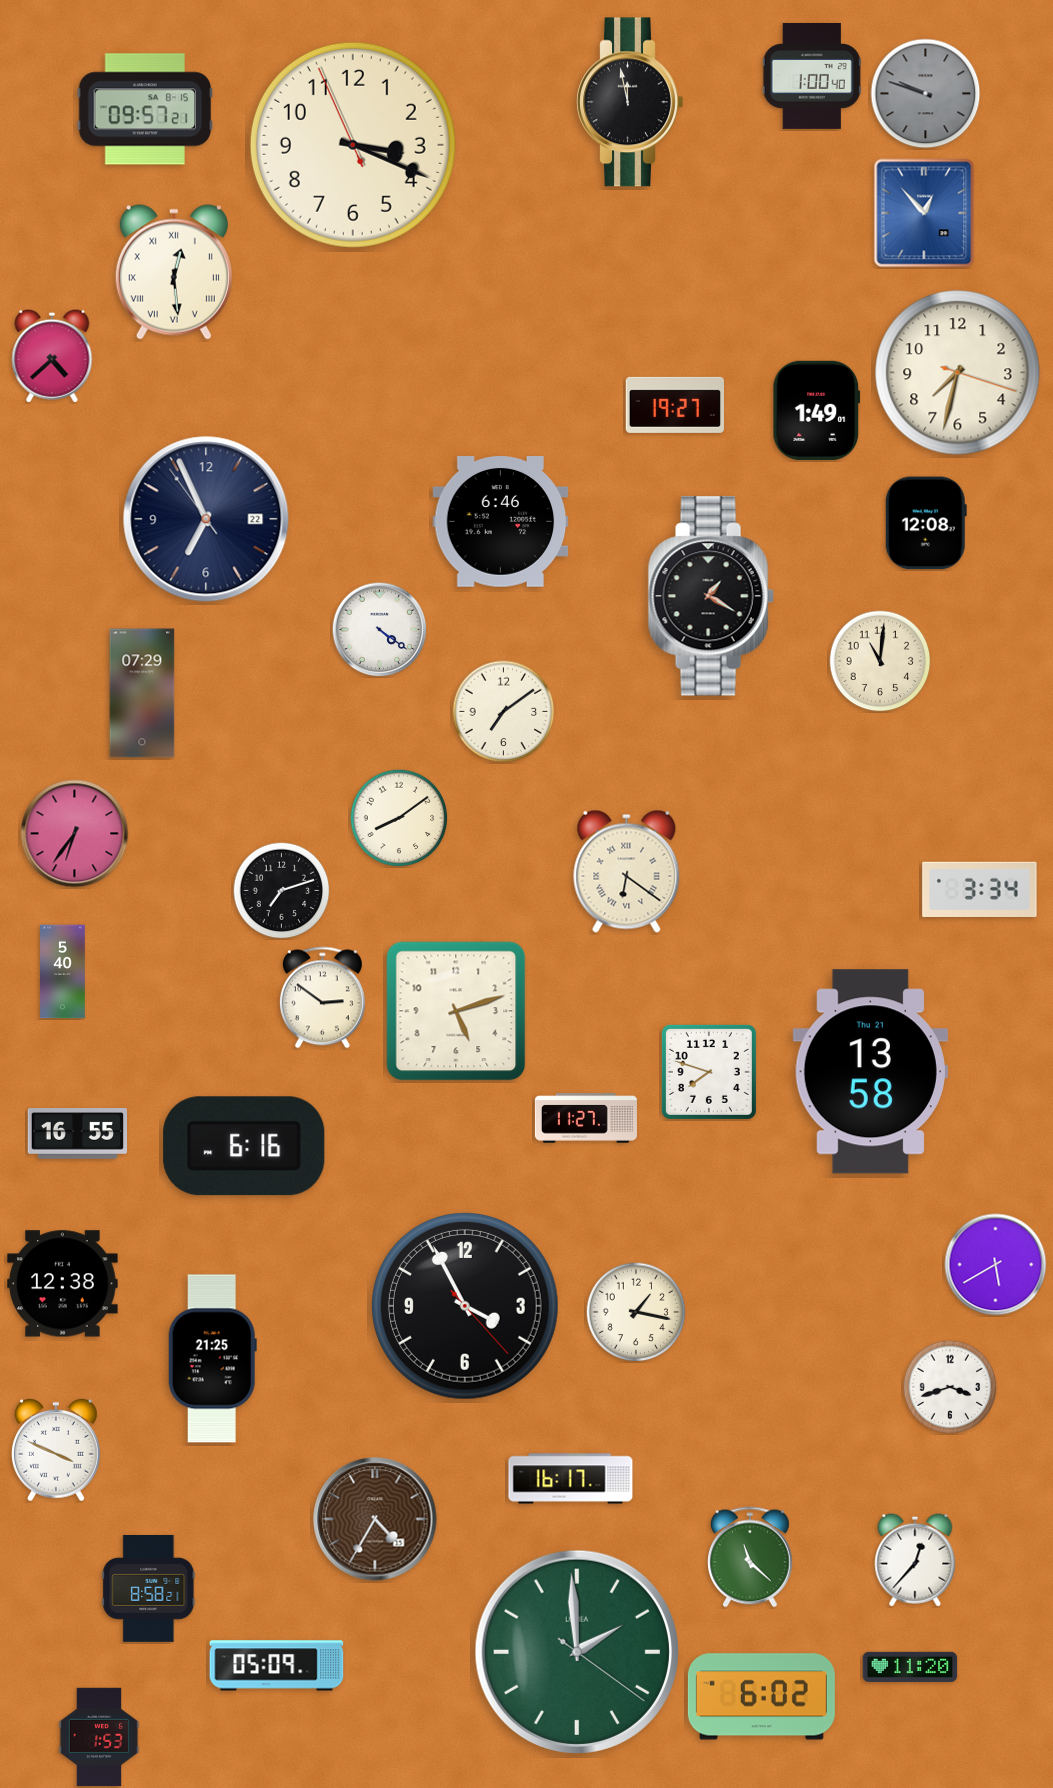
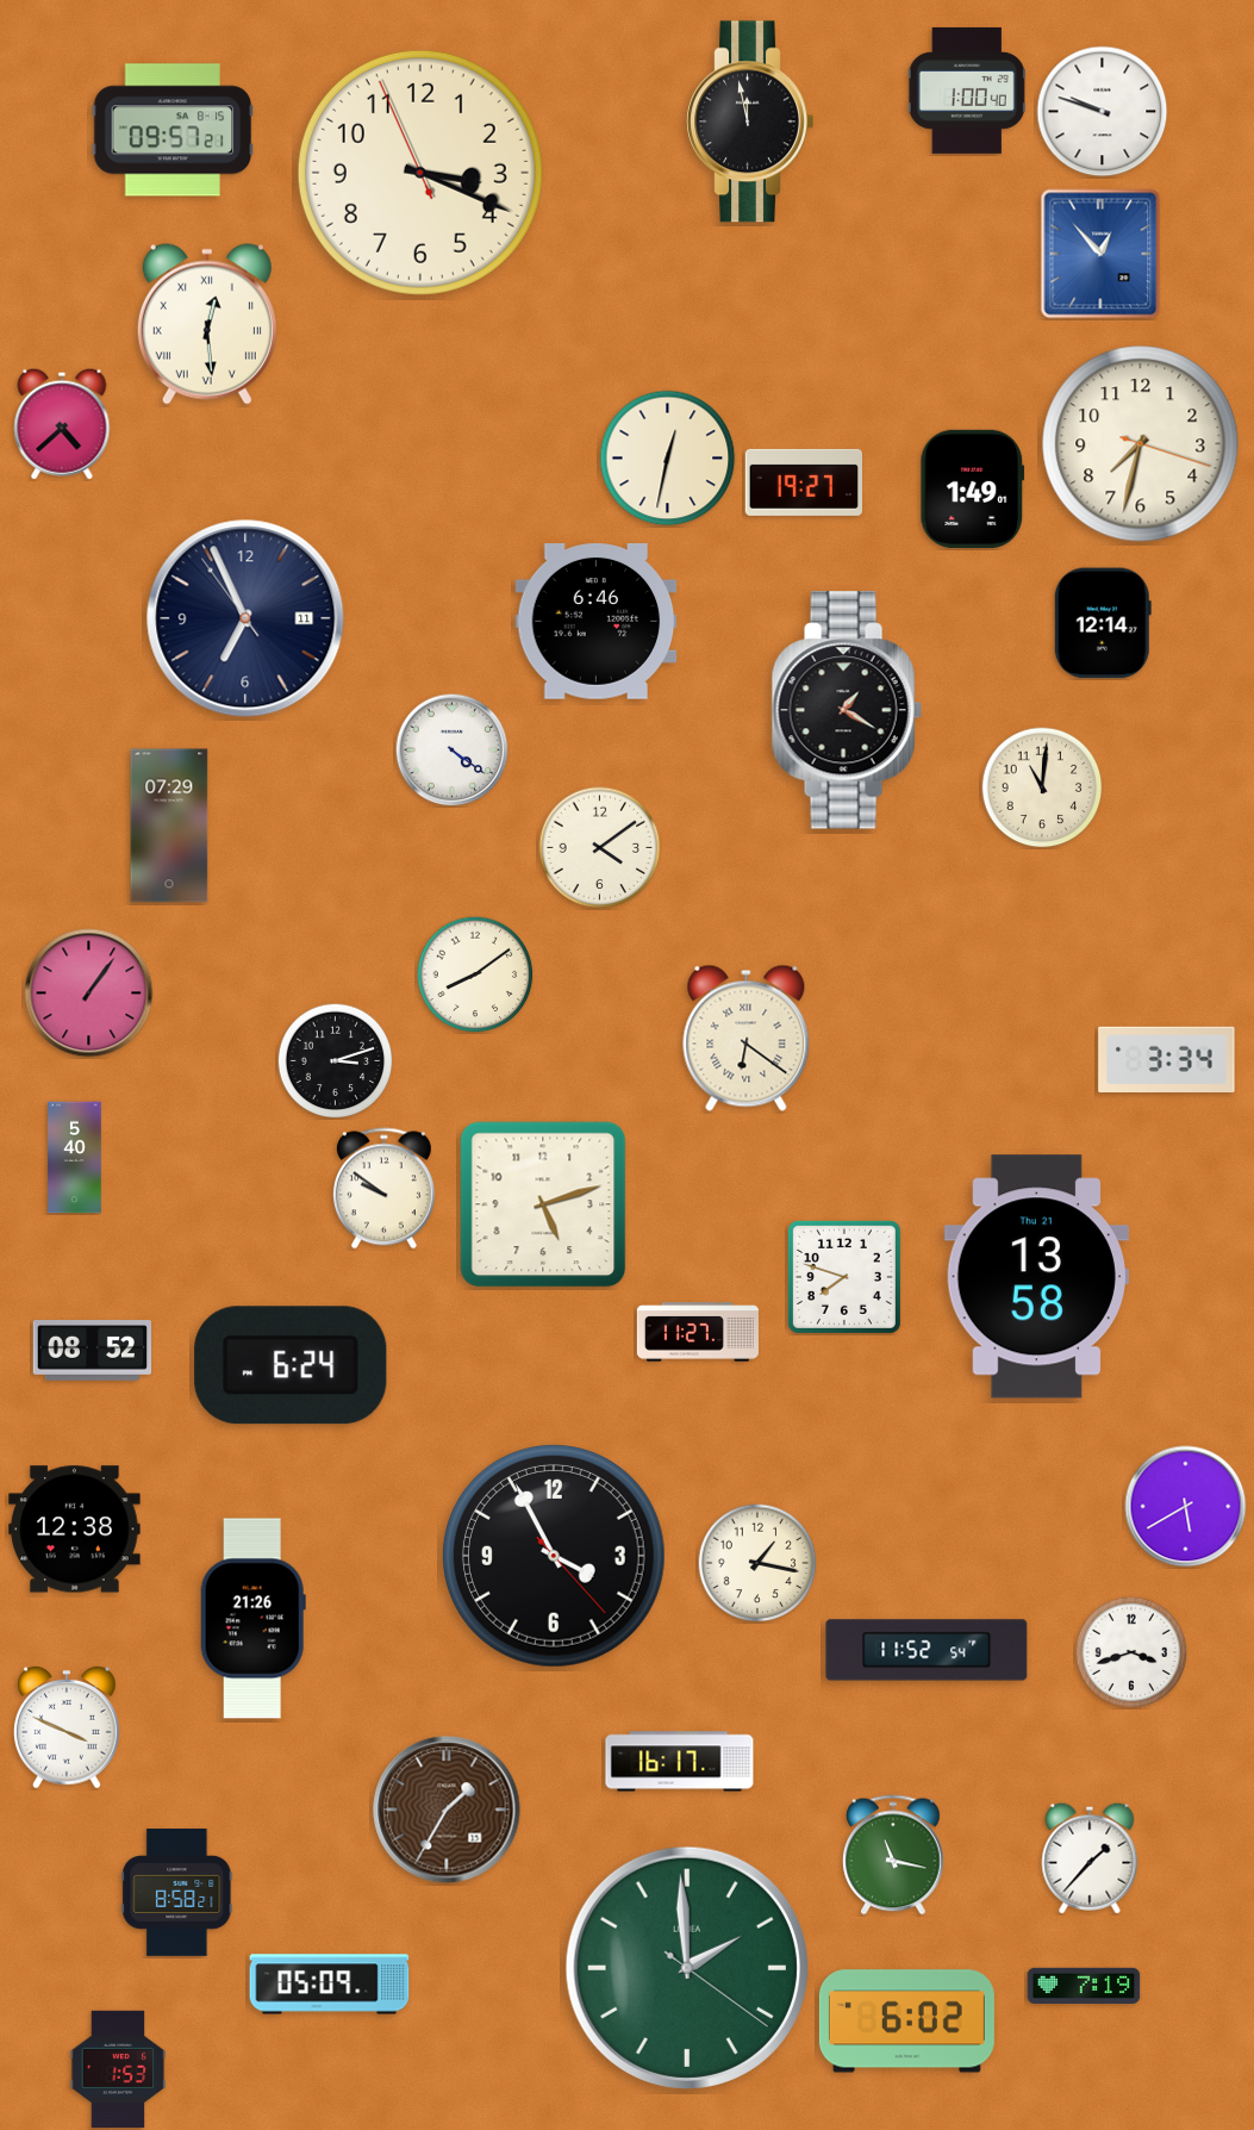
clock at (926, 94) dial: grey -> white
clock at (668, 459): none -> 12:32
clock at (206, 519) date: 22 -> 11
clock at (926, 523): 12:08 -> 12:14
clock at (880, 661) position: (880, 661) -> (1042, 787)
clock at (504, 712): 7:09 -> 4:09
clock at (75, 834): 6:36 -> 1:06
clock at (281, 890): 7:12 -> 3:12
clock at (322, 998): 2:51 -> 9:51
clock at (77, 1134): 16:55 -> 08:52
clock at (244, 1146): 6:16 -> 6:24
clock at (212, 1359): 21:25 -> 21:26
clock at (927, 1650): none -> 11:52
clock at (375, 1519): 4:35 -> 1:35
clock at (750, 1557): 11:22 -> 11:17
clock at (915, 1560): 12:37 -> 1:37
clock at (910, 1667): 11:20 -> 7:19
